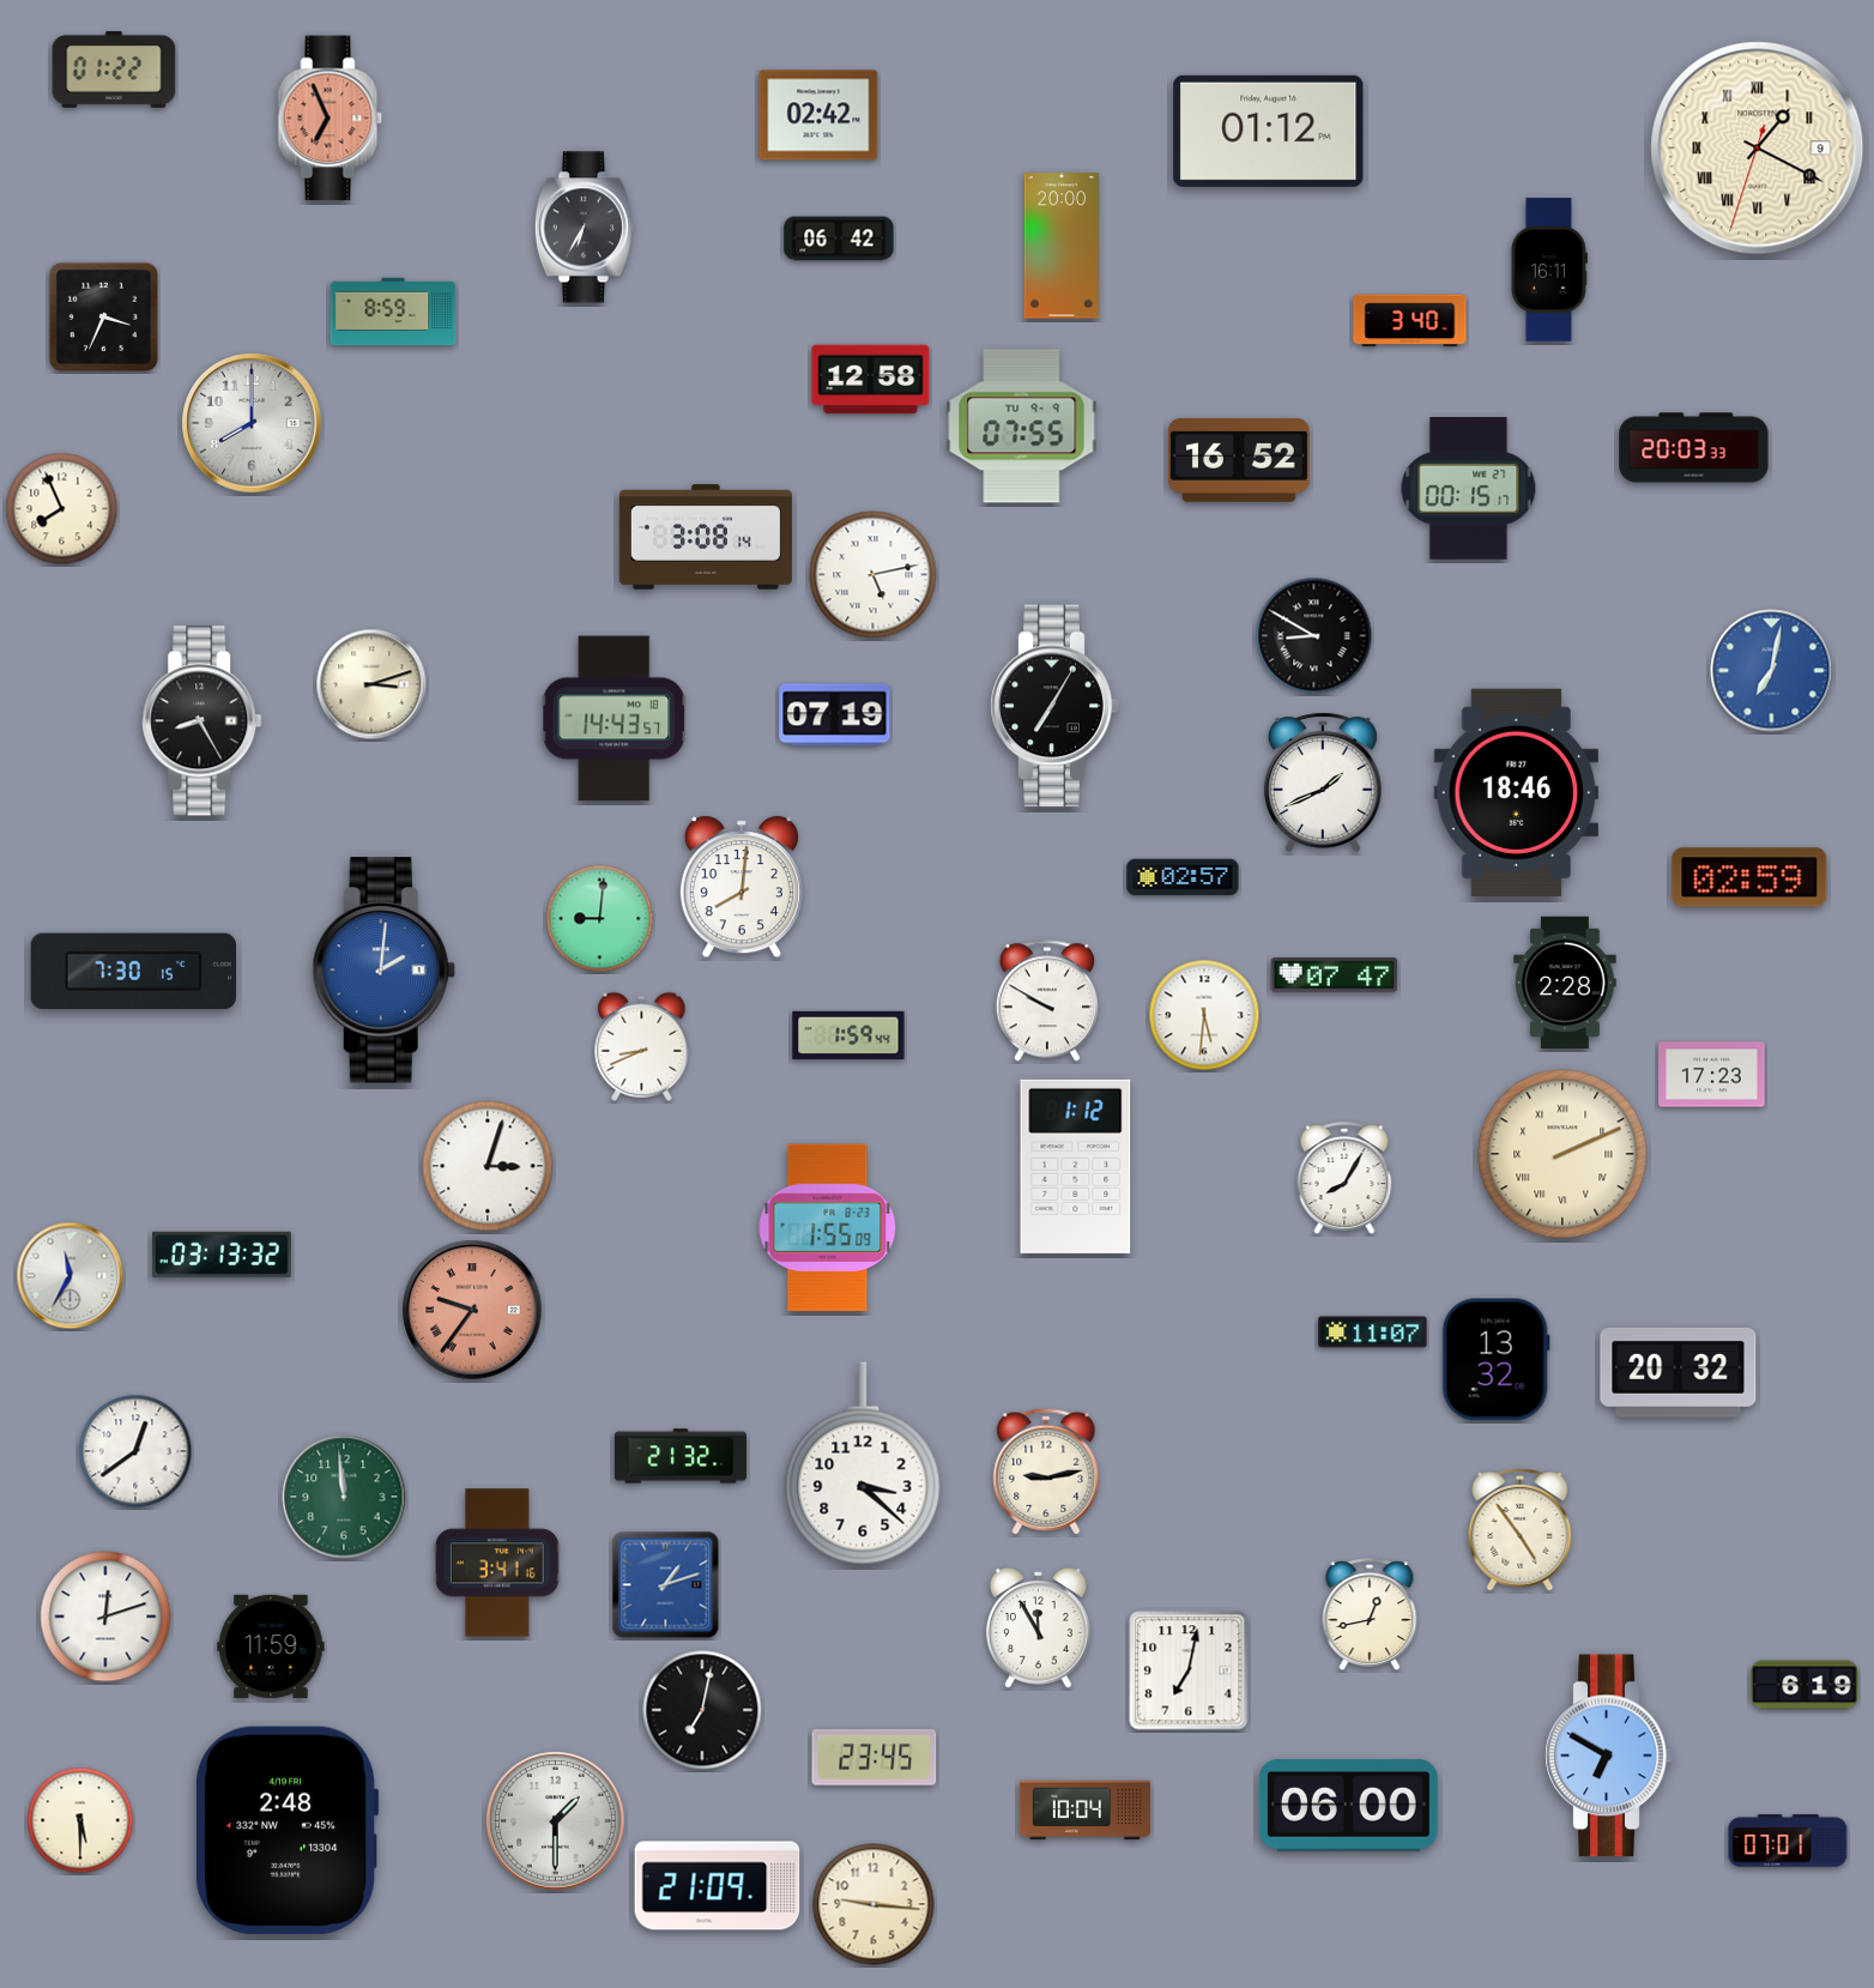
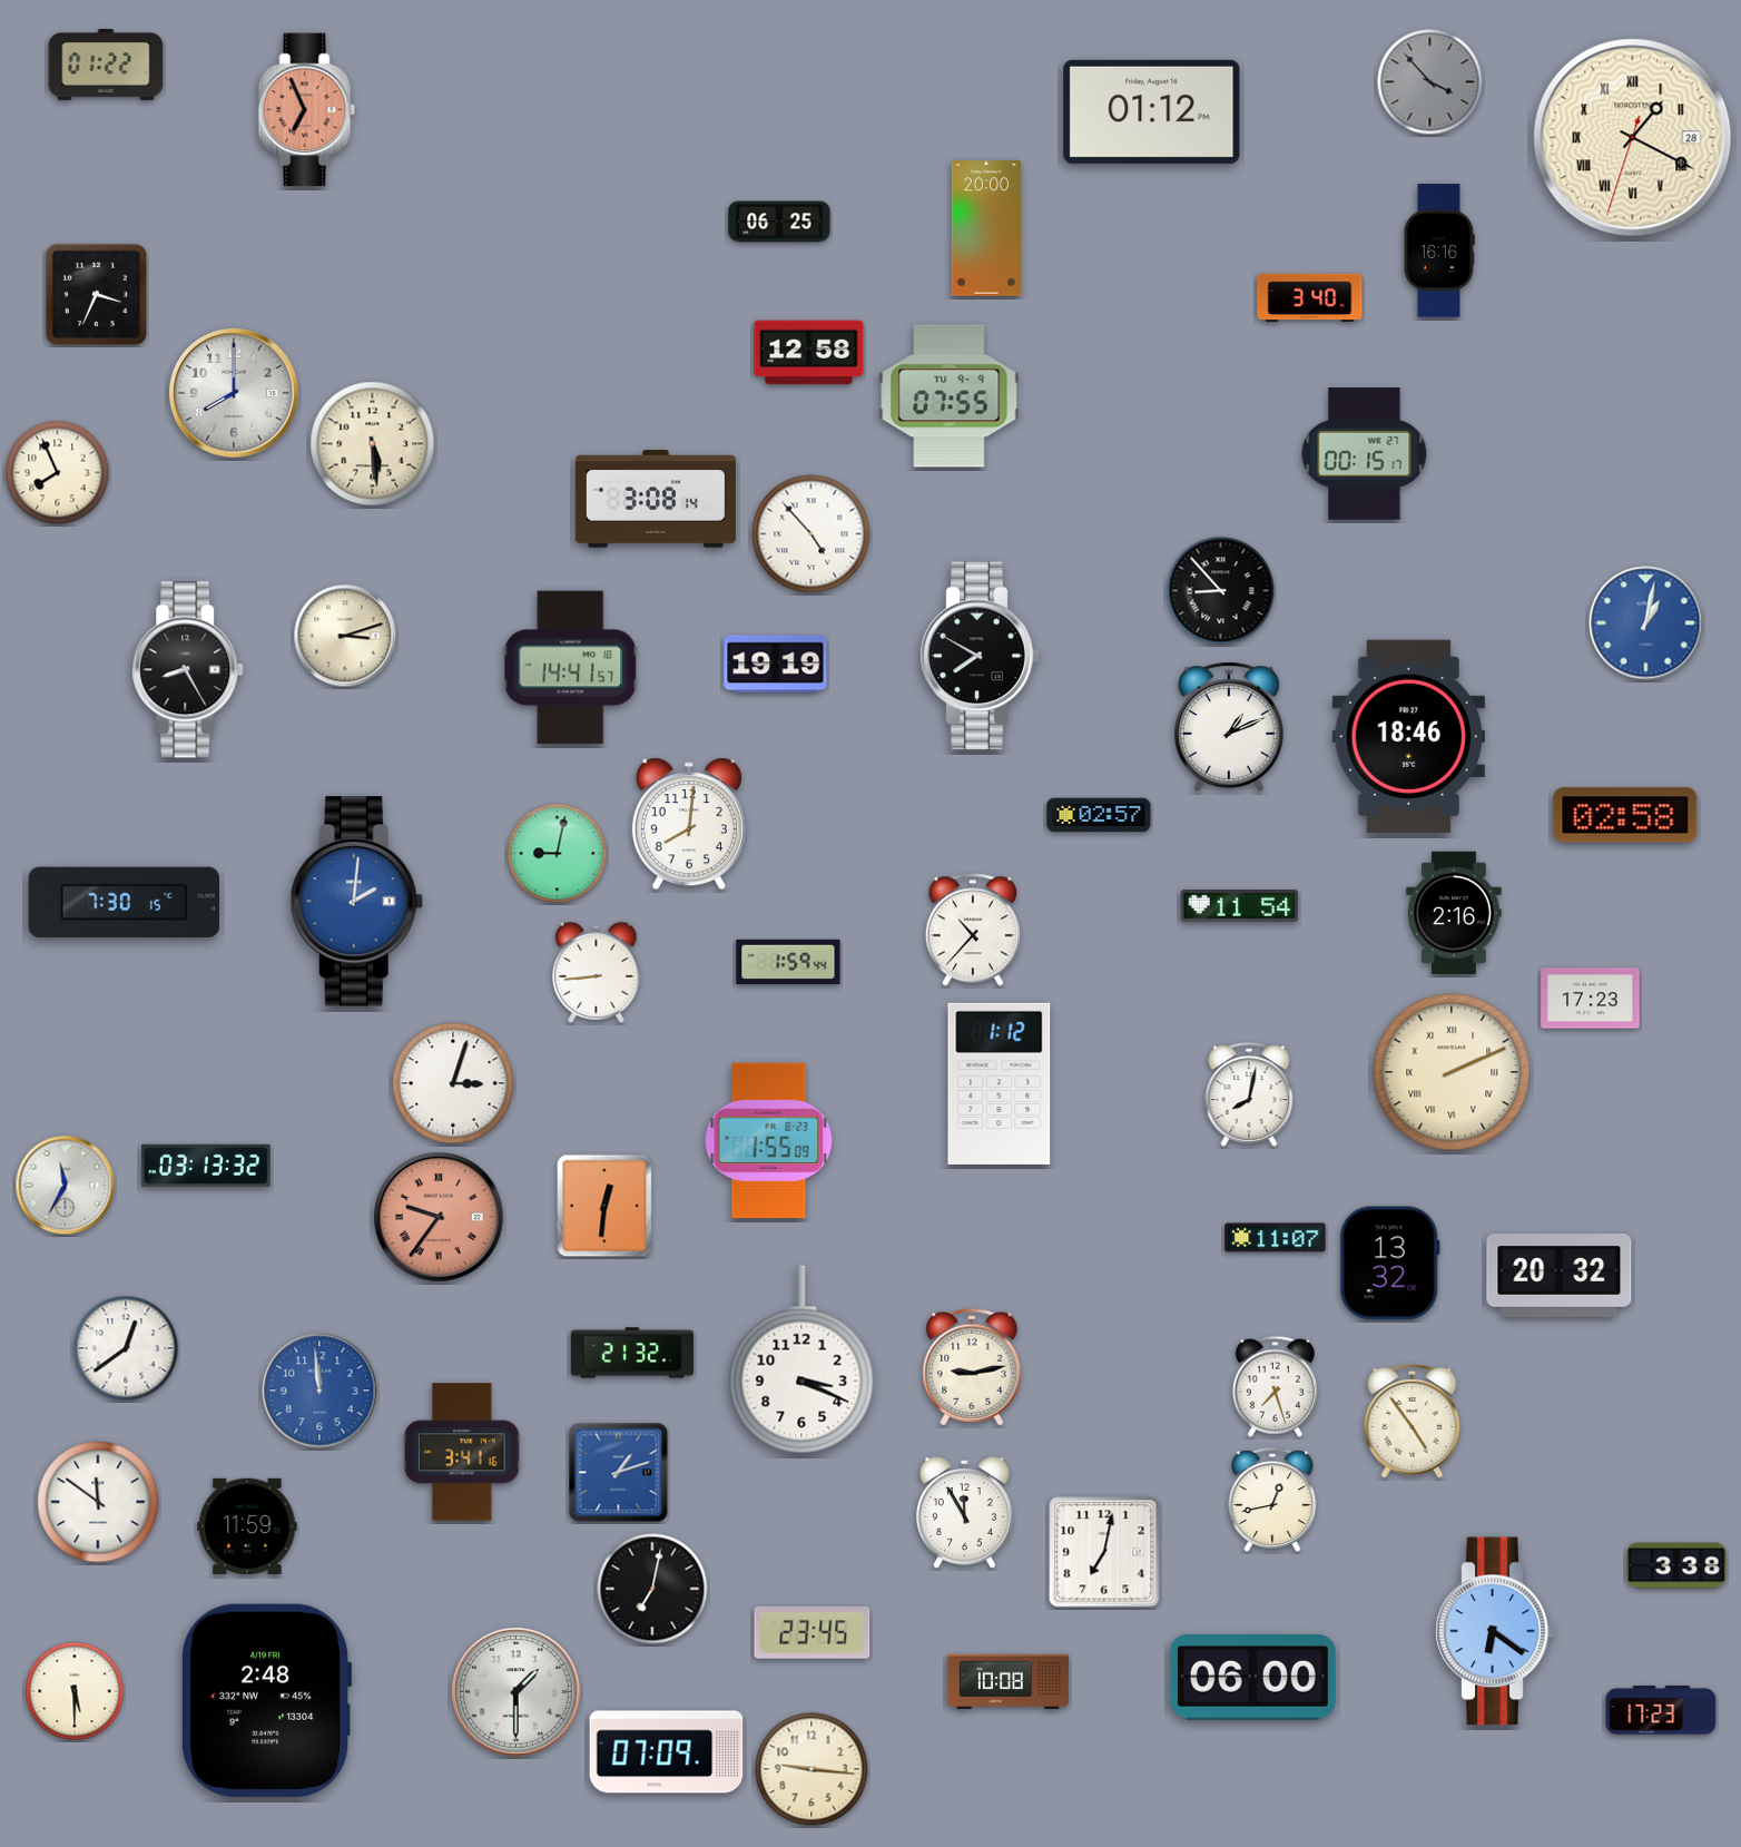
clock at (1430, 82): none -> 3:53
clock at (818, 115): 02:42 -> none
clock at (1269, 131) position: (1269, 131) -> (1152, 111)
clock at (1758, 149) date: 9 -> 28
clock at (584, 228): 6:35 -> none
clock at (839, 238): 06:42 -> 06:25
clock at (1549, 270): 16:11 -> 16:16
clock at (393, 312): 8:59 -> none
clock at (1694, 448): 20:03 -> none
clock at (1240, 460): 16:52 -> none
clock at (373, 444): none -> 5:29
clock at (873, 575): 5:13 -> 4:53
clock at (1314, 636): 8:50 -> 8:53
clock at (1772, 671): 7:02 -> 1:02
clock at (1054, 706): 7:05 -> 7:50
clock at (835, 715): 07:19 -> 19:19
clock at (615, 719): 14:43 -> 14:41
clock at (1324, 782): 1:41 -> 1:11
clock at (1749, 877): 02:59 -> 02:58
clock at (600, 919): 9:01 -> 9:02
clock at (1335, 975): 07:47 -> 11:54
clock at (1565, 983): 2:28 -> 2:16
clock at (1046, 1001): 9:50 -> 10:37
clock at (1204, 1015): 5:31 -> none
clock at (642, 1046): 8:41 -> 8:44
clock at (1344, 1178): 8:05 -> 8:02
clock at (604, 1206): none -> 12:31
clock at (863, 1463): 3:22 -> 3:19
clock at (1275, 1386): none -> 7:27
clock at (344, 1497) dial: green -> blue
clock at (105, 1617): 12:12 -> 11:51
clock at (271, 1646) position: (271, 1646) -> (247, 1526)
clock at (1805, 1685): 6:19 -> 3:38
clock at (1609, 1756): 6:50 -> 6:21
clock at (1086, 1811): 10:04 -> 10:08
clock at (1788, 1841): 07:01 -> 17:23
clock at (718, 1886): 21:09 -> 07:09
